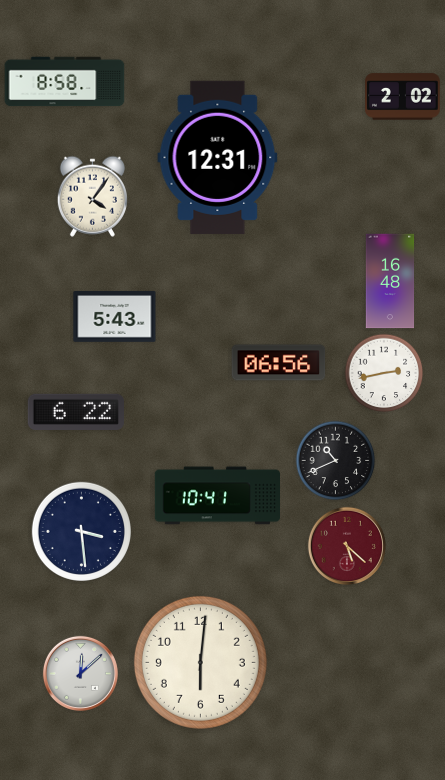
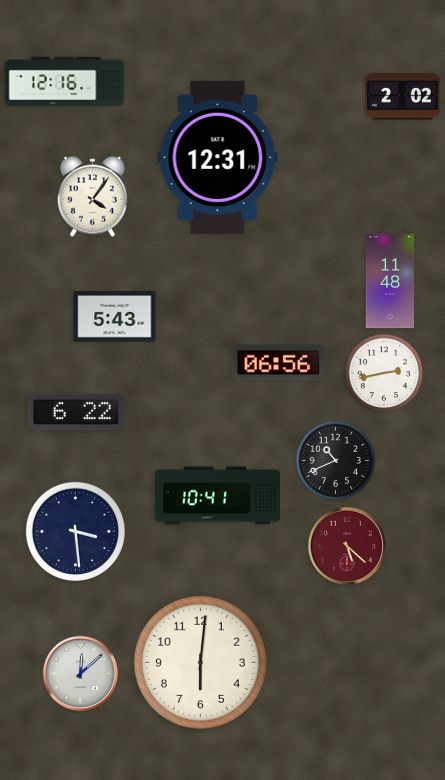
clock at (65, 82): 8:58 -> 12:16
clock at (390, 281): 16:48 -> 11:48
clock at (81, 531) position: (81, 531) -> (75, 531)
